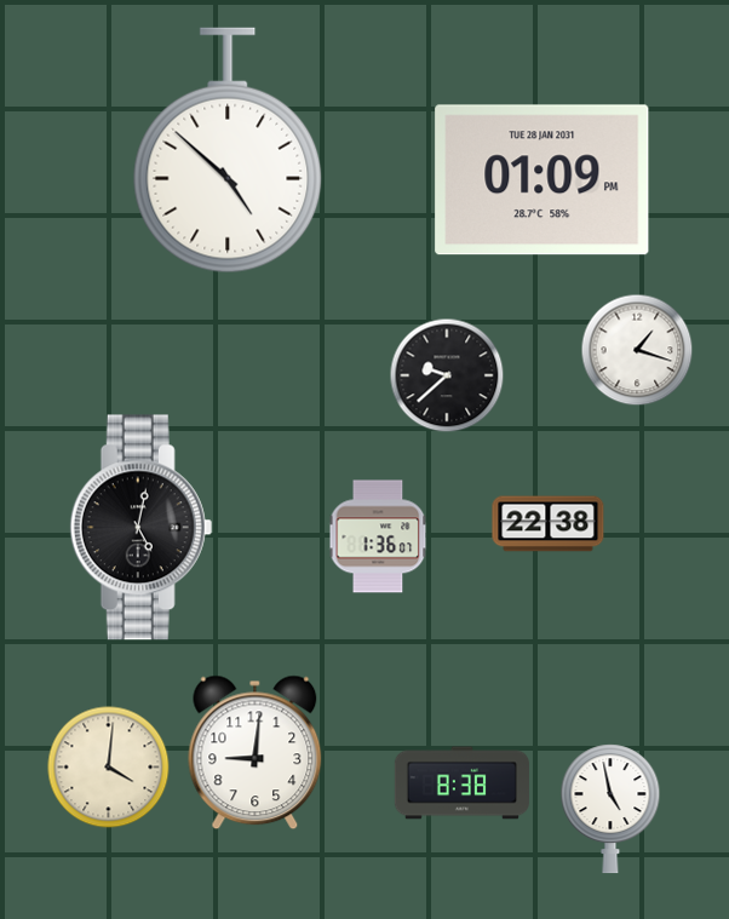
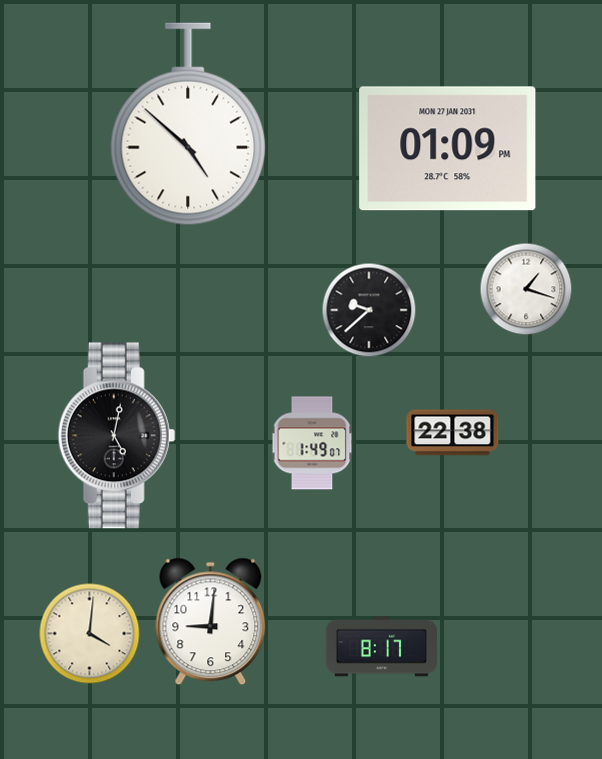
clock at (543, 180) date: TUE 28 JAN 2031 -> MON 27 JAN 2031
clock at (378, 536): 1:36 -> 1:49
clock at (461, 783): 8:38 -> 8:17
clock at (610, 809): 4:58 -> none
